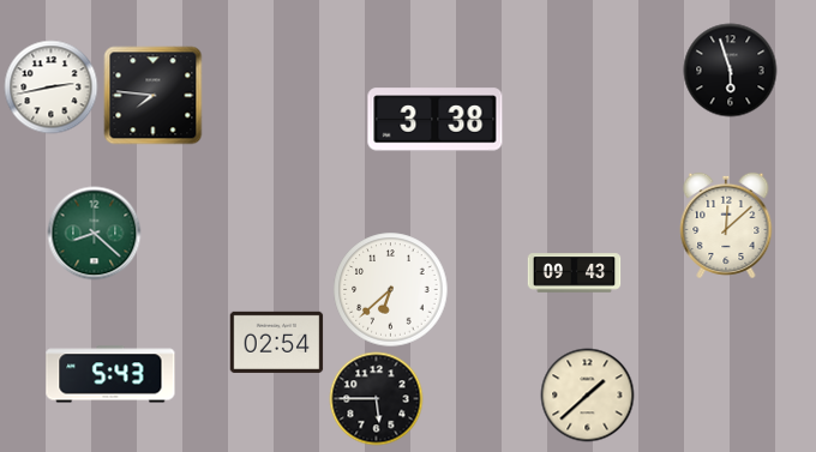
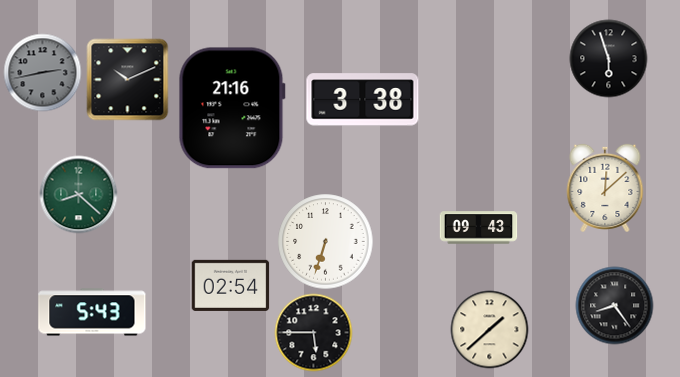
clock at (50, 86) dial: white -> grey
clock at (152, 95): 7:46 -> 10:11
clock at (232, 108): none -> 21:16
clock at (390, 289): 6:38 -> 6:33
clock at (614, 305): none -> 8:24
